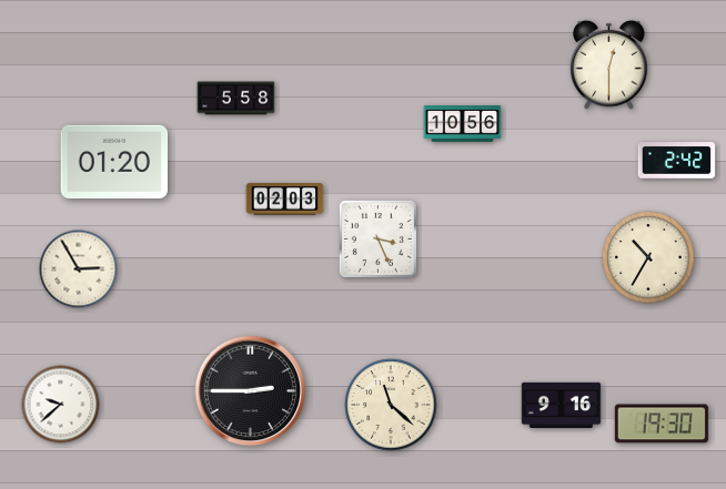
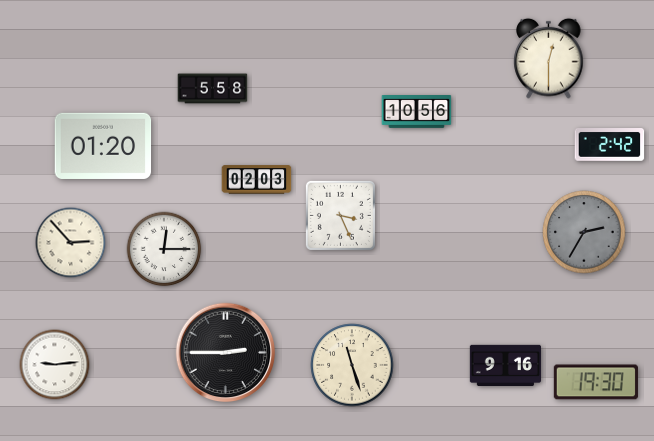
clock at (648, 257): 10:35 -> 2:35
clock at (648, 257) dial: cream -> grey
clock at (79, 269): 2:55 -> 2:53
clock at (164, 249): none -> 12:15
clock at (61, 405): 9:38 -> 9:14
clock at (391, 405): 11:22 -> 11:27
